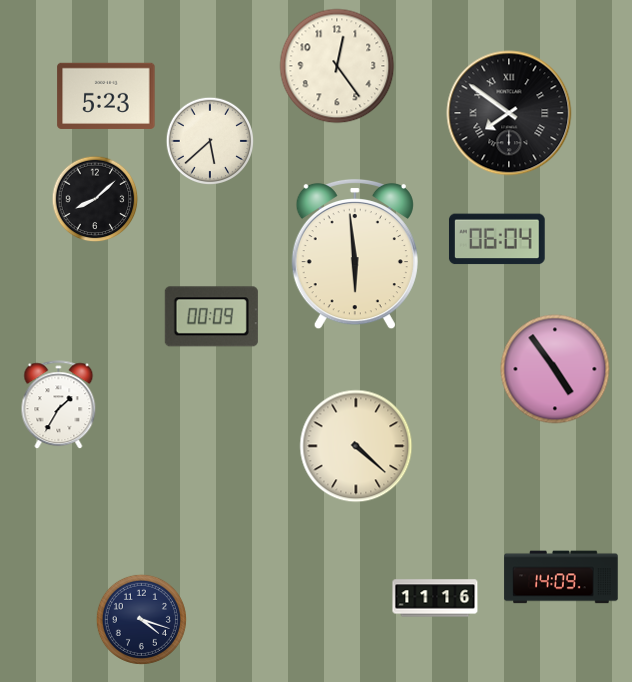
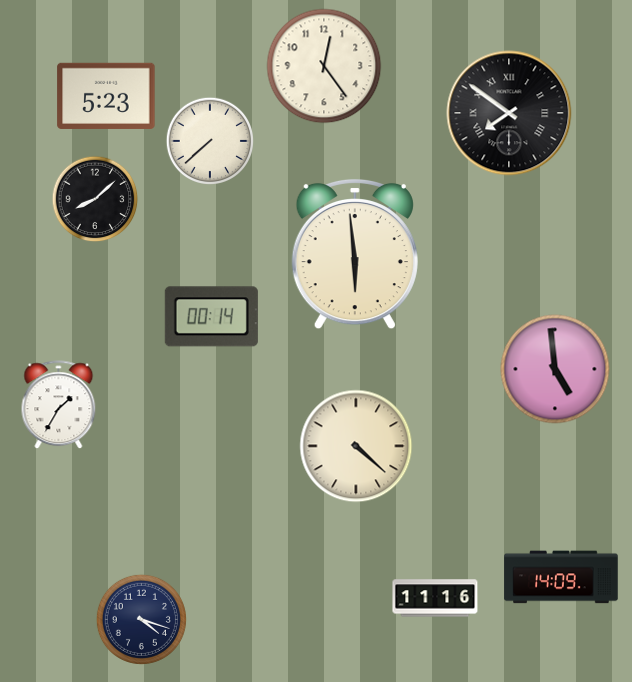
clock at (337, 66) position: (337, 66) -> (324, 66)
clock at (210, 141): 5:38 -> 7:38
clock at (497, 239): 06:04 -> none
clock at (211, 317): 00:09 -> 00:14
clock at (555, 369): 4:54 -> 4:59
